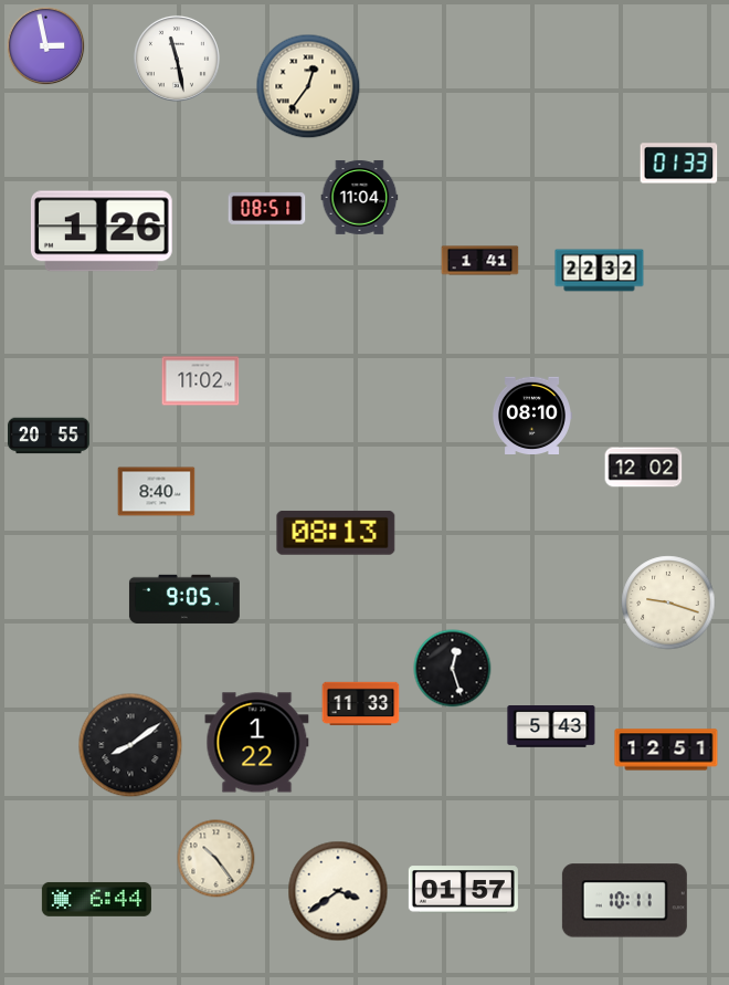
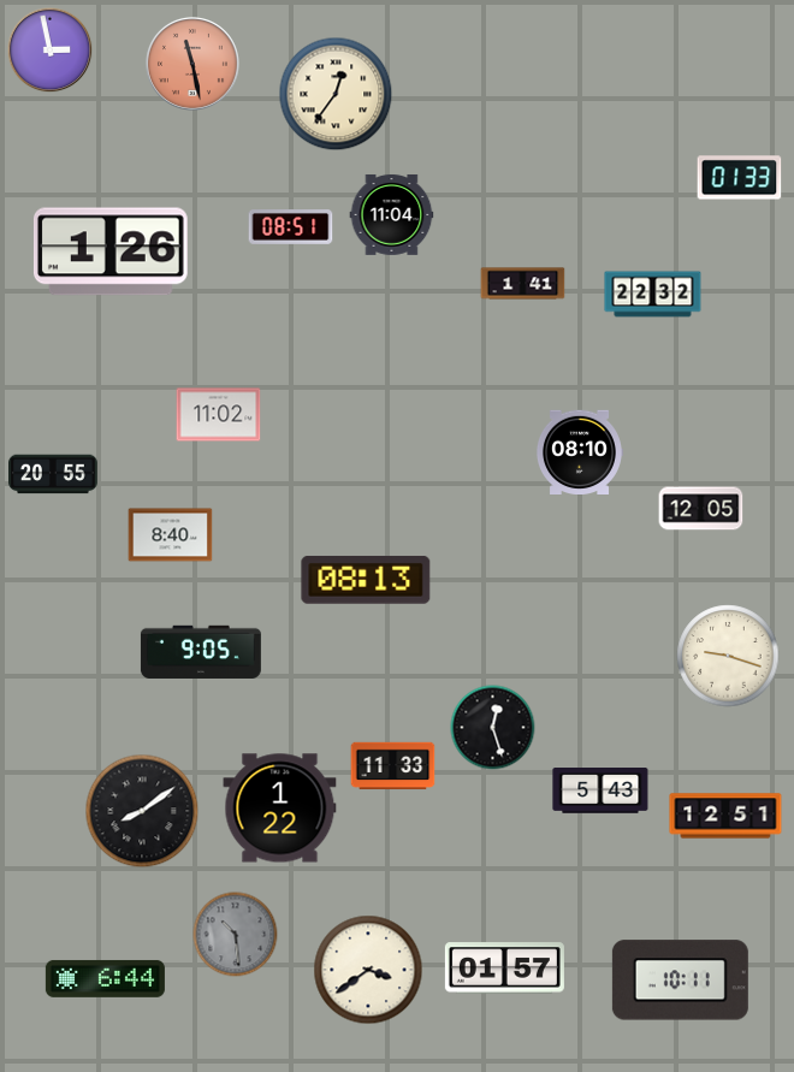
clock at (177, 59) dial: white -> salmon
clock at (644, 468): 12:02 -> 12:05
clock at (216, 859): 10:24 -> 10:29
clock at (216, 859) dial: cream -> grey
